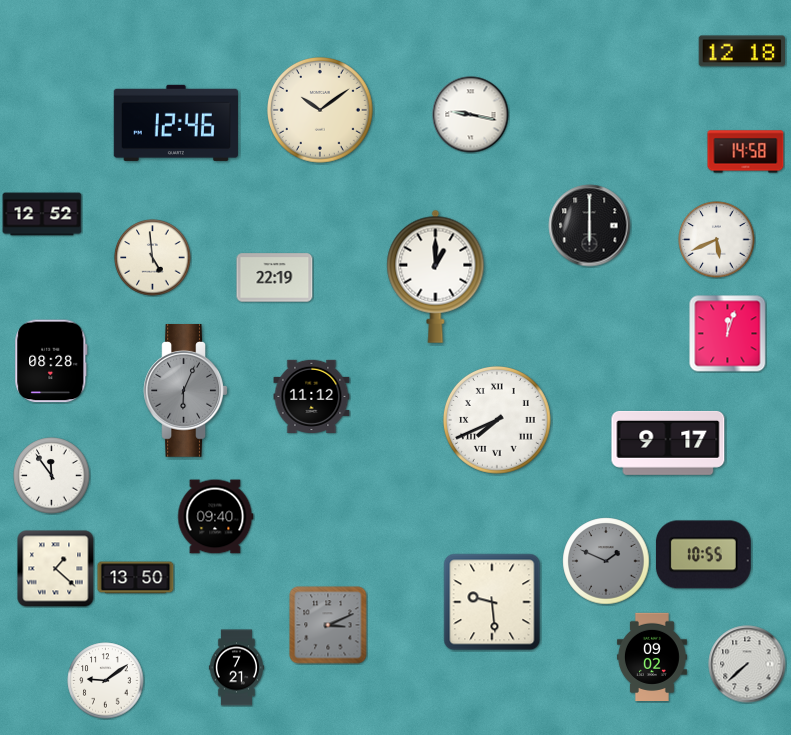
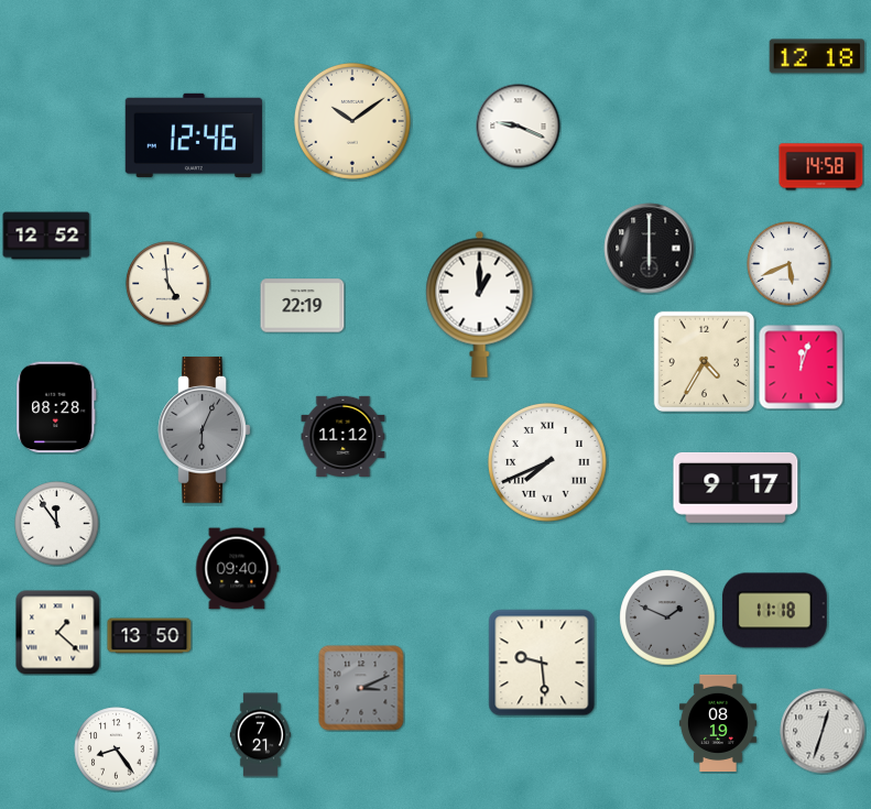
clock at (471, 115): 9:17 -> 9:19
clock at (705, 362): none -> 4:35
clock at (51, 361) position: (51, 361) -> (56, 407)
clock at (703, 555): 10:55 -> 11:18
clock at (56, 569) position: (56, 569) -> (58, 633)
clock at (652, 656): 09:02 -> 08:19
clock at (747, 664): 7:38 -> 12:33
clock at (106, 681): 9:09 -> 8:24
